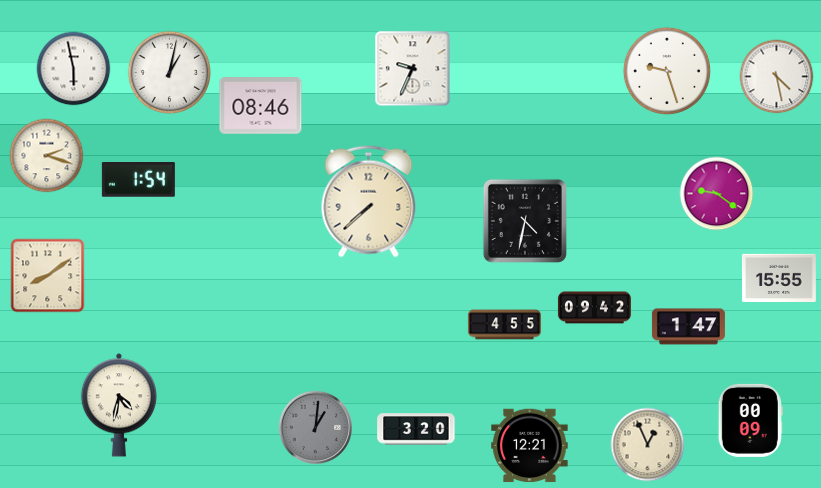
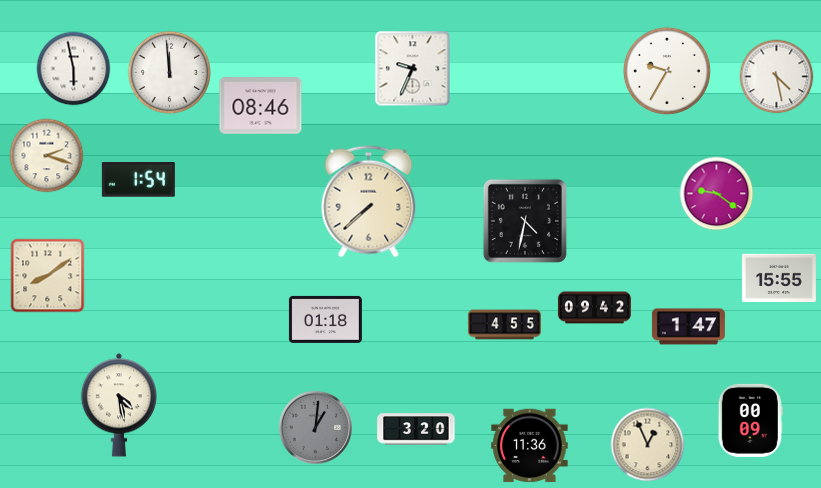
clock at (667, 71): 9:27 -> 9:35
clock at (169, 72): 1:02 -> 11:59
clock at (325, 319): none -> 01:18
clock at (118, 405): 4:32 -> 4:28
clock at (530, 446): 12:21 -> 11:36
